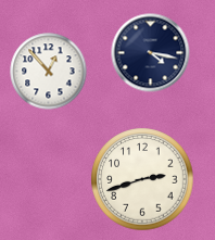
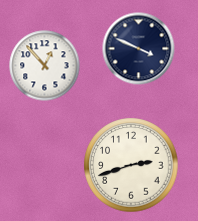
clock at (151, 53): 4:17 -> 3:49
